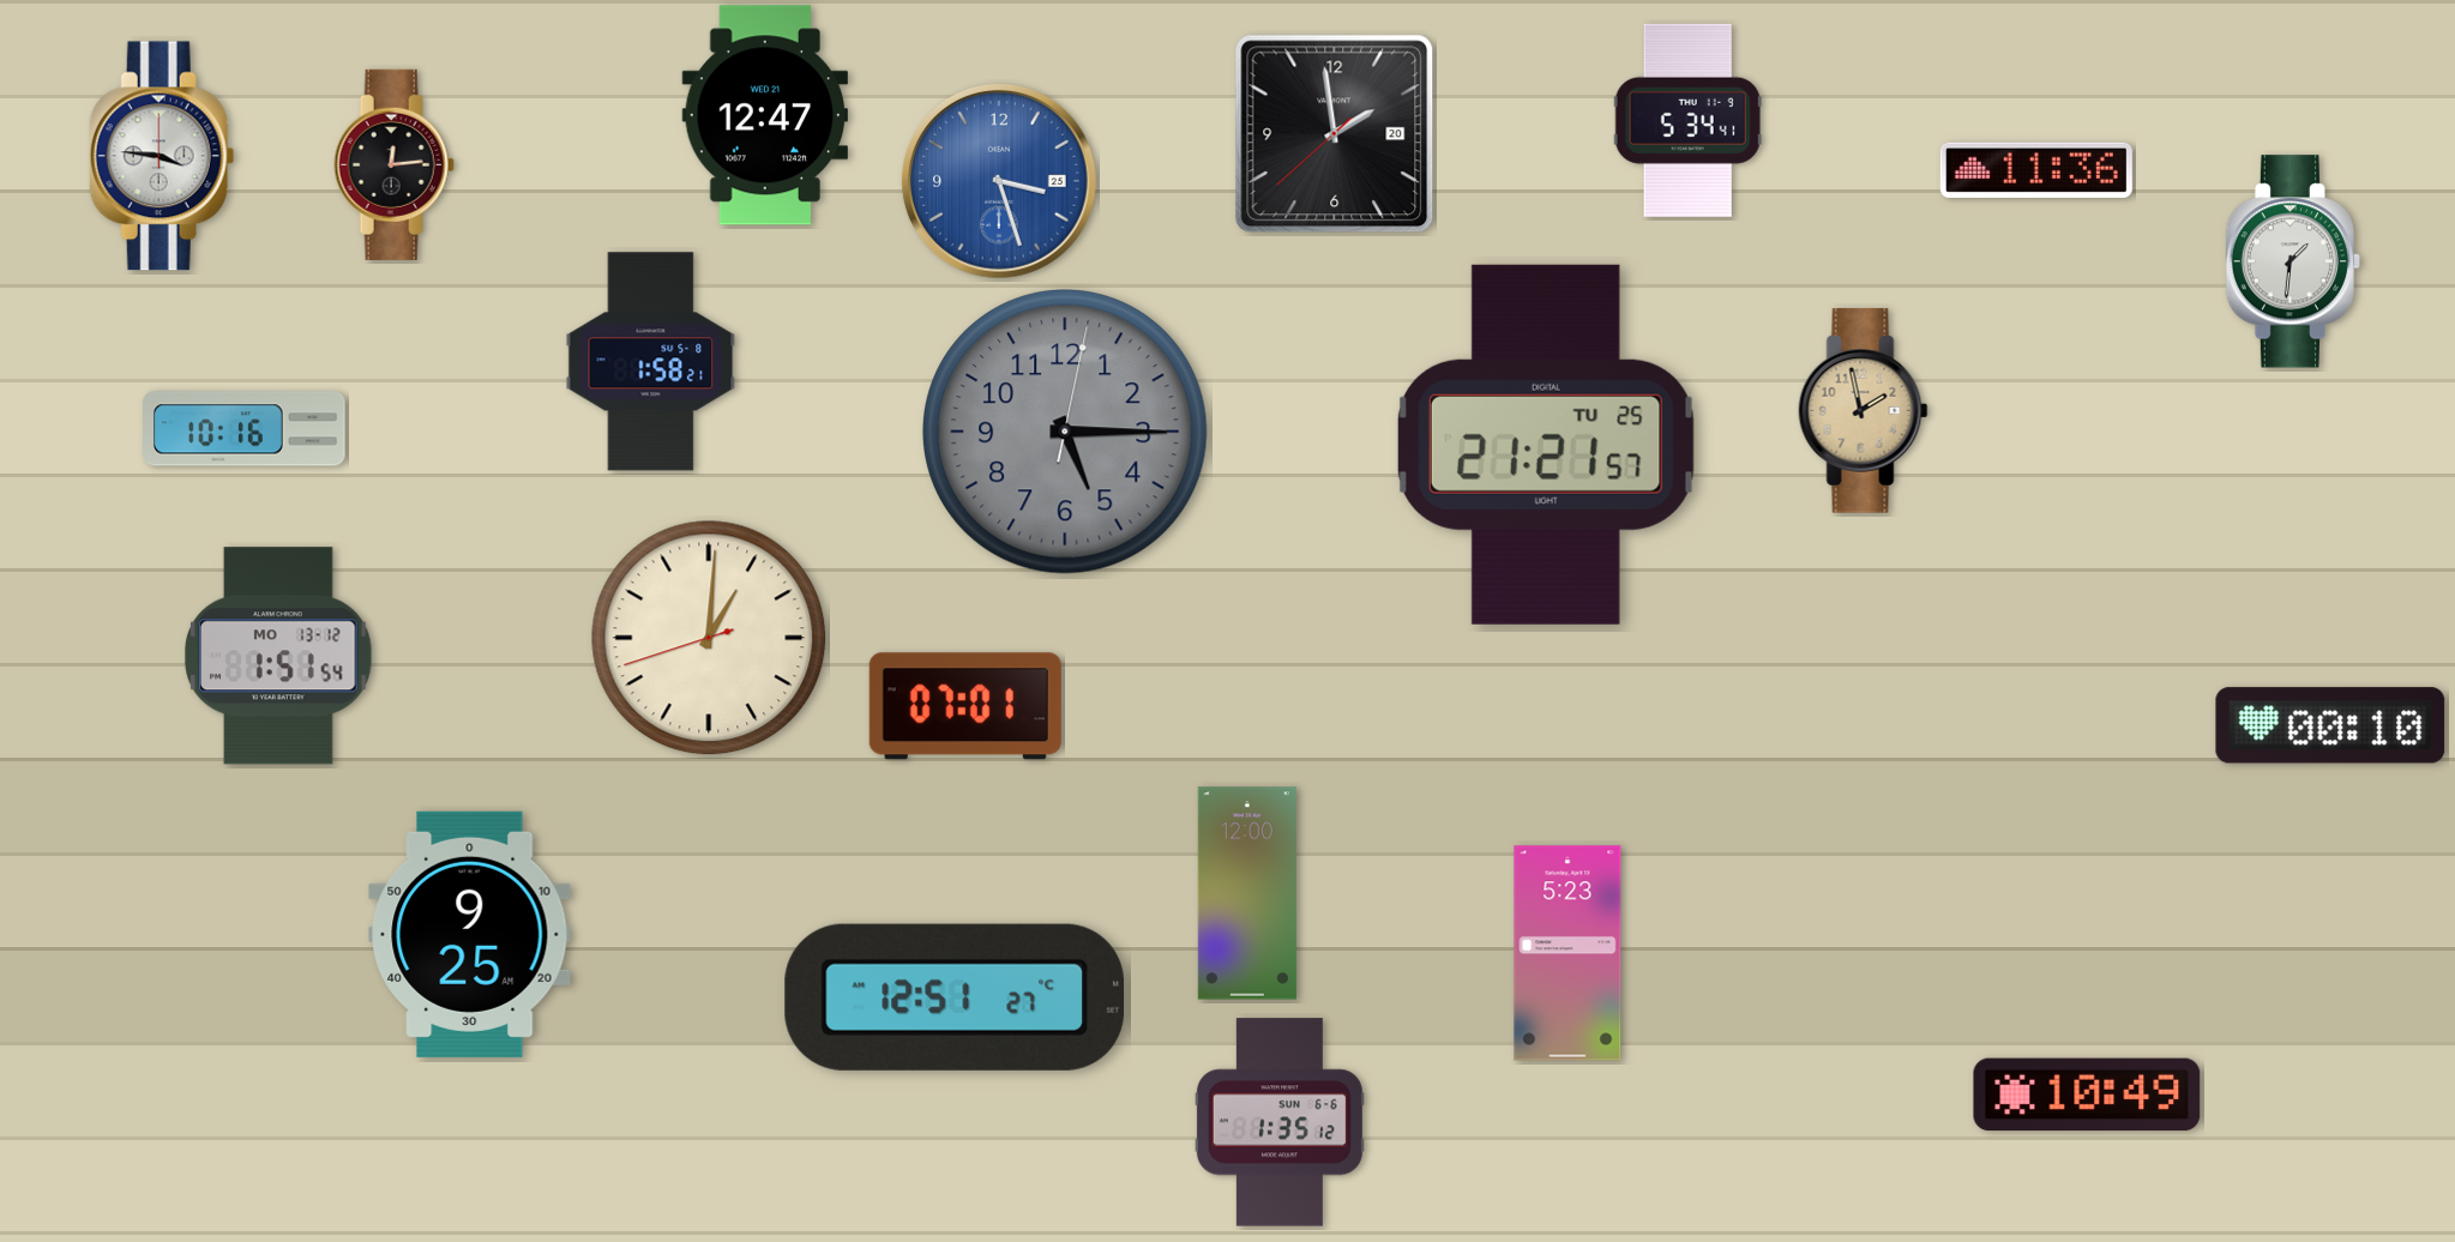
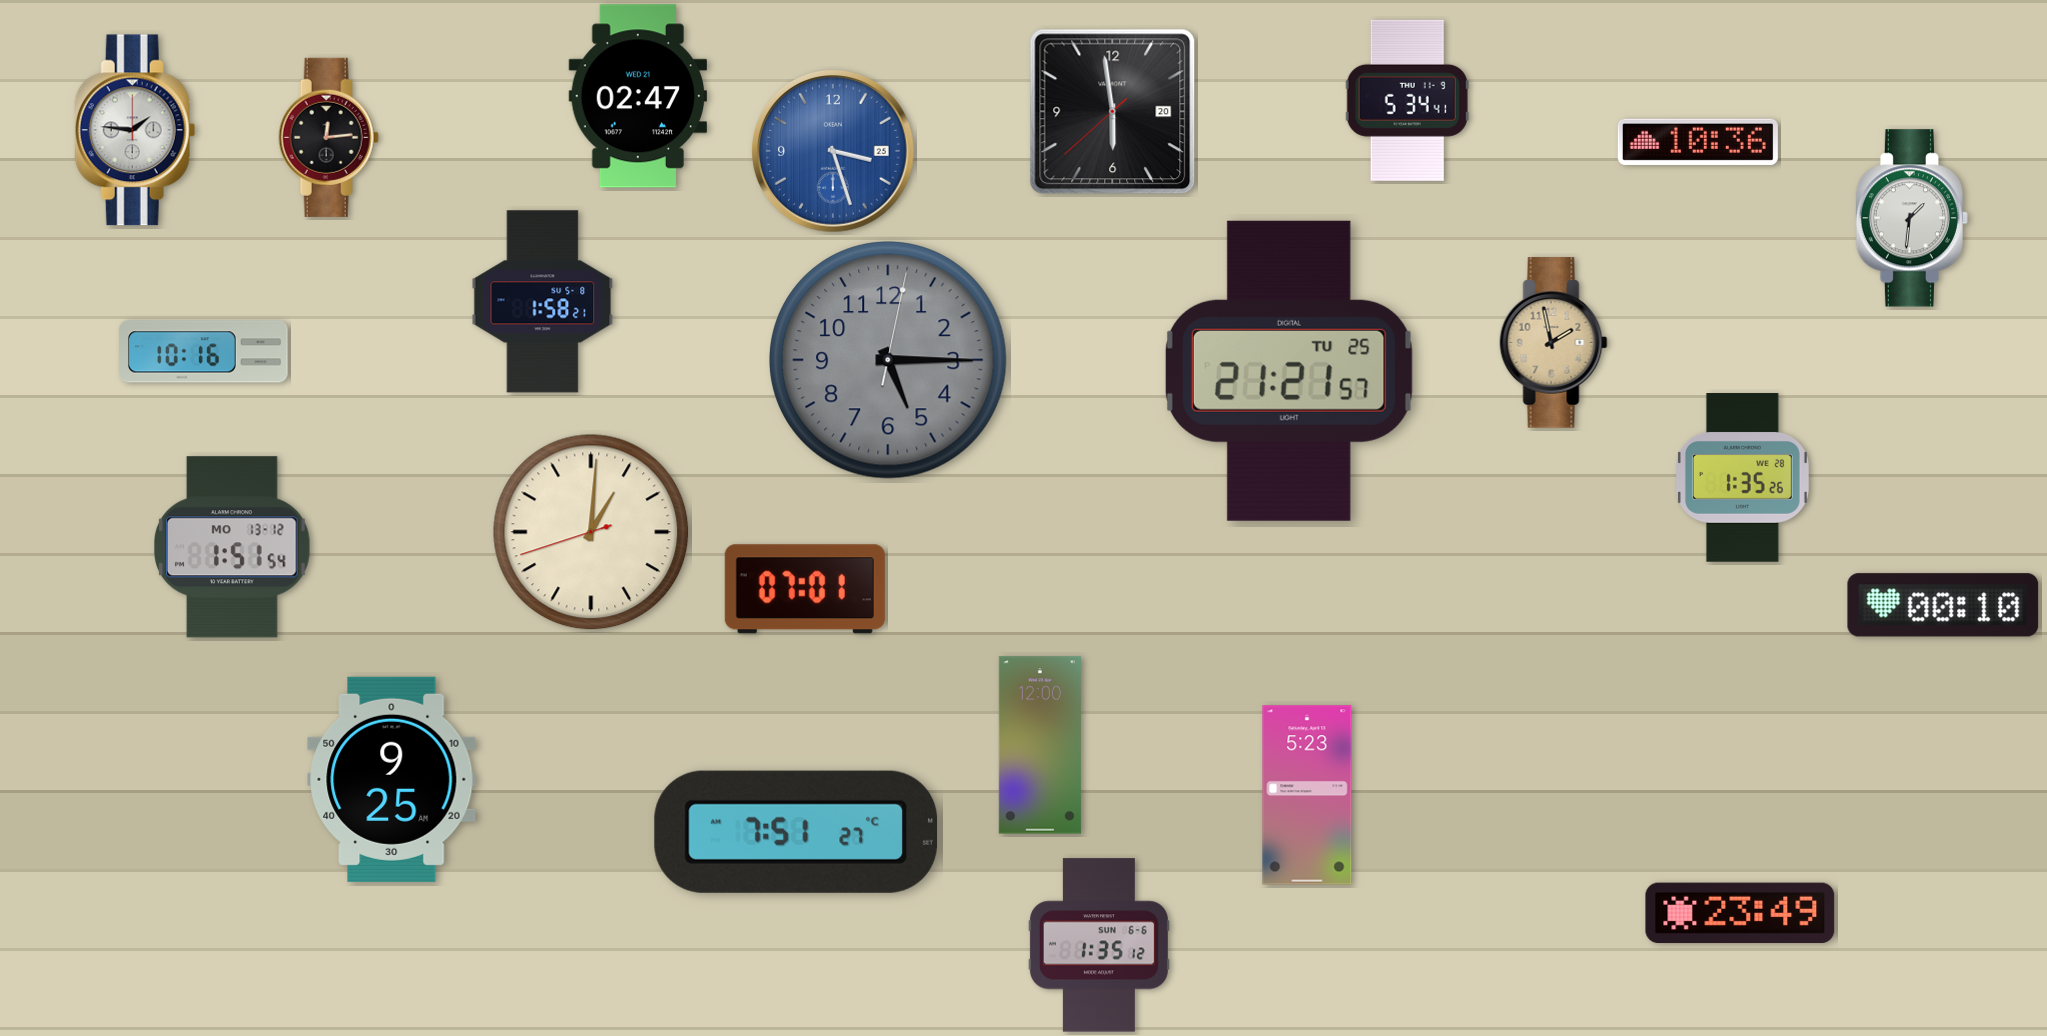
clock at (764, 115): 12:47 -> 02:47
clock at (1335, 134): 1:58 -> 5:58
clock at (162, 156): 3:46 -> 1:46
clock at (2036, 169): 11:36 -> 10:36
clock at (245, 429) position: (245, 429) -> (204, 352)
clock at (1742, 478): none -> 1:35
clock at (955, 997): 12:51 -> 7:51
clock at (2087, 1095): 10:49 -> 23:49
clock at (1280, 1122) position: (1280, 1122) -> (1099, 945)
